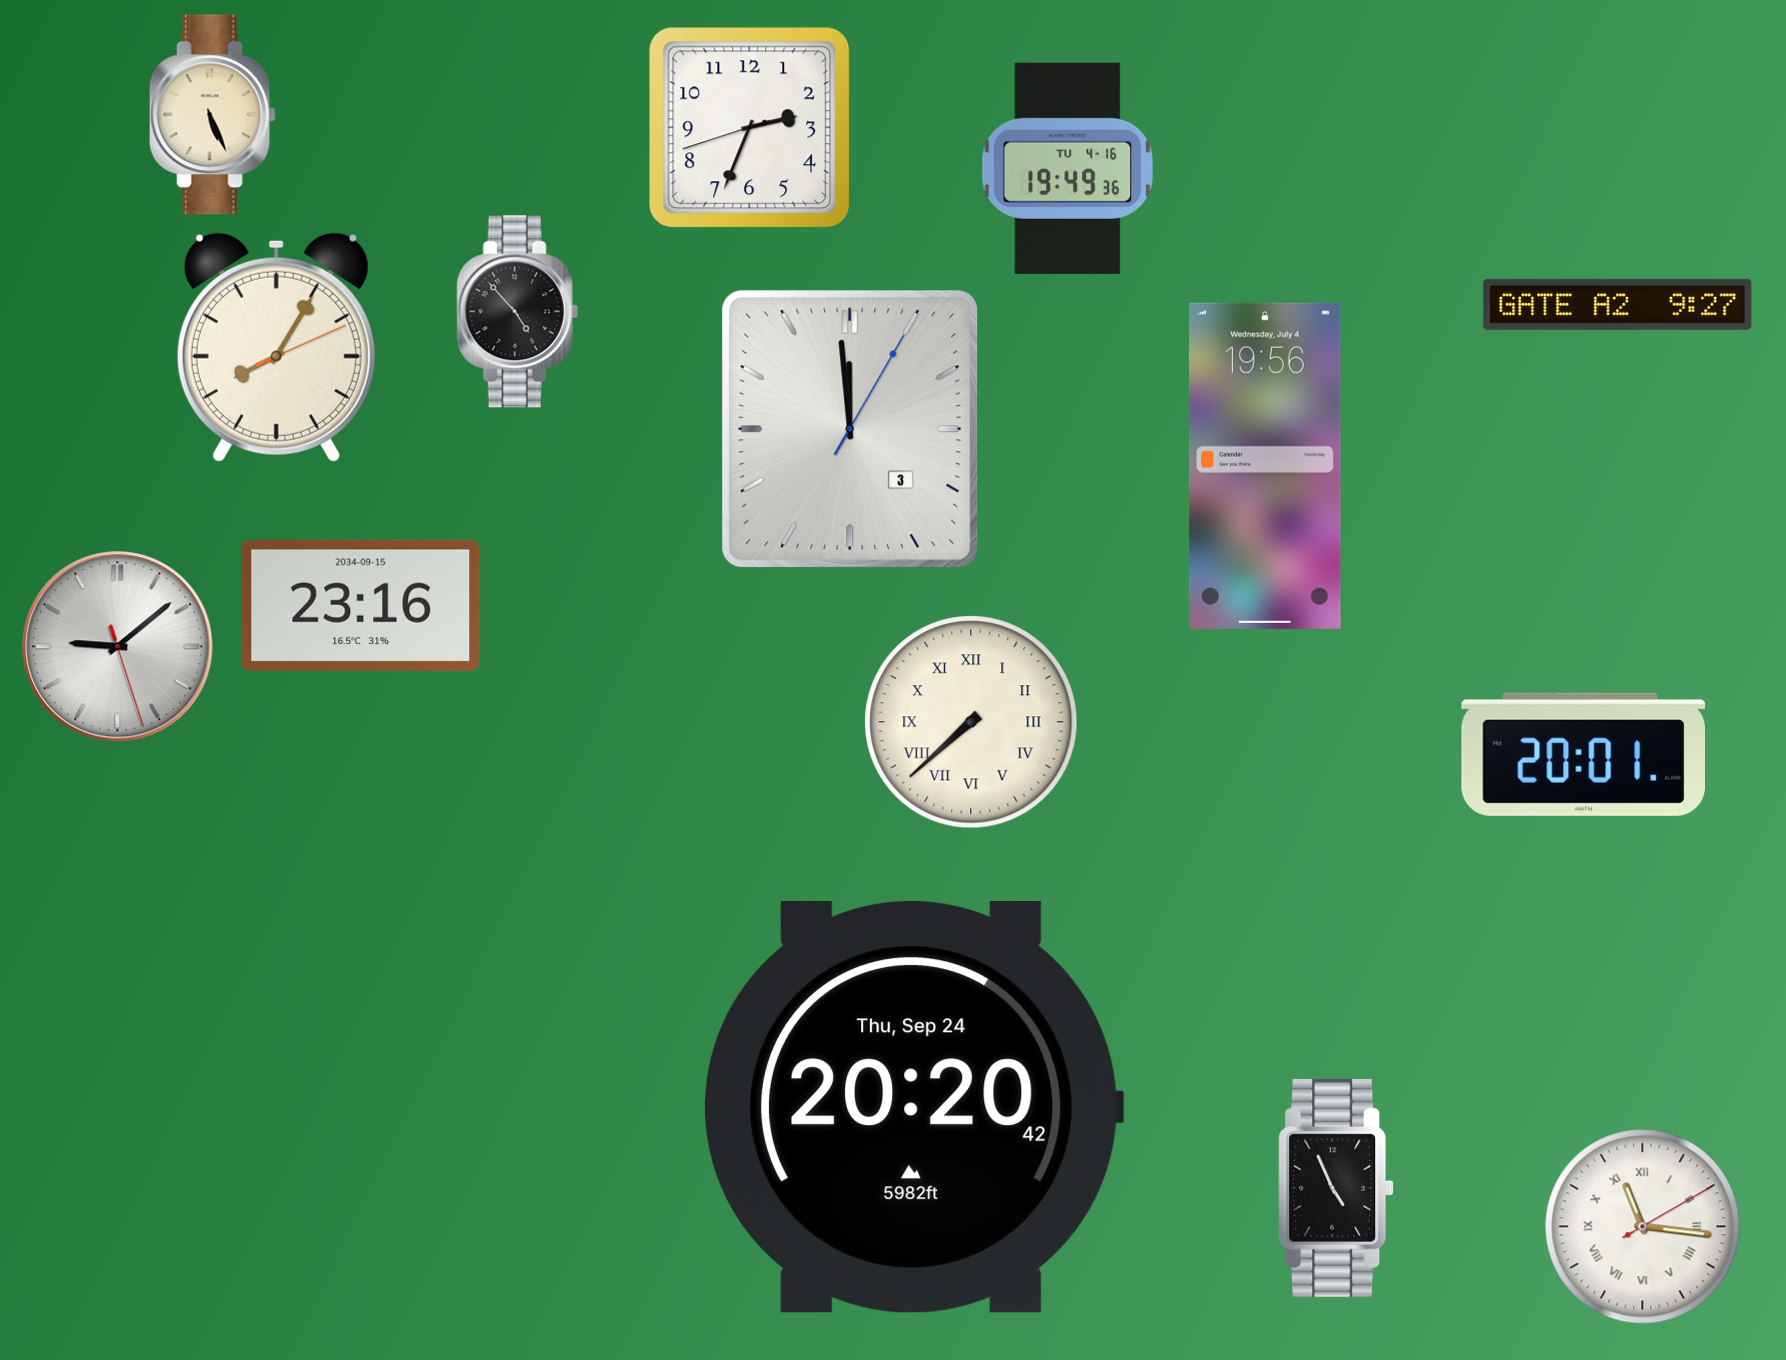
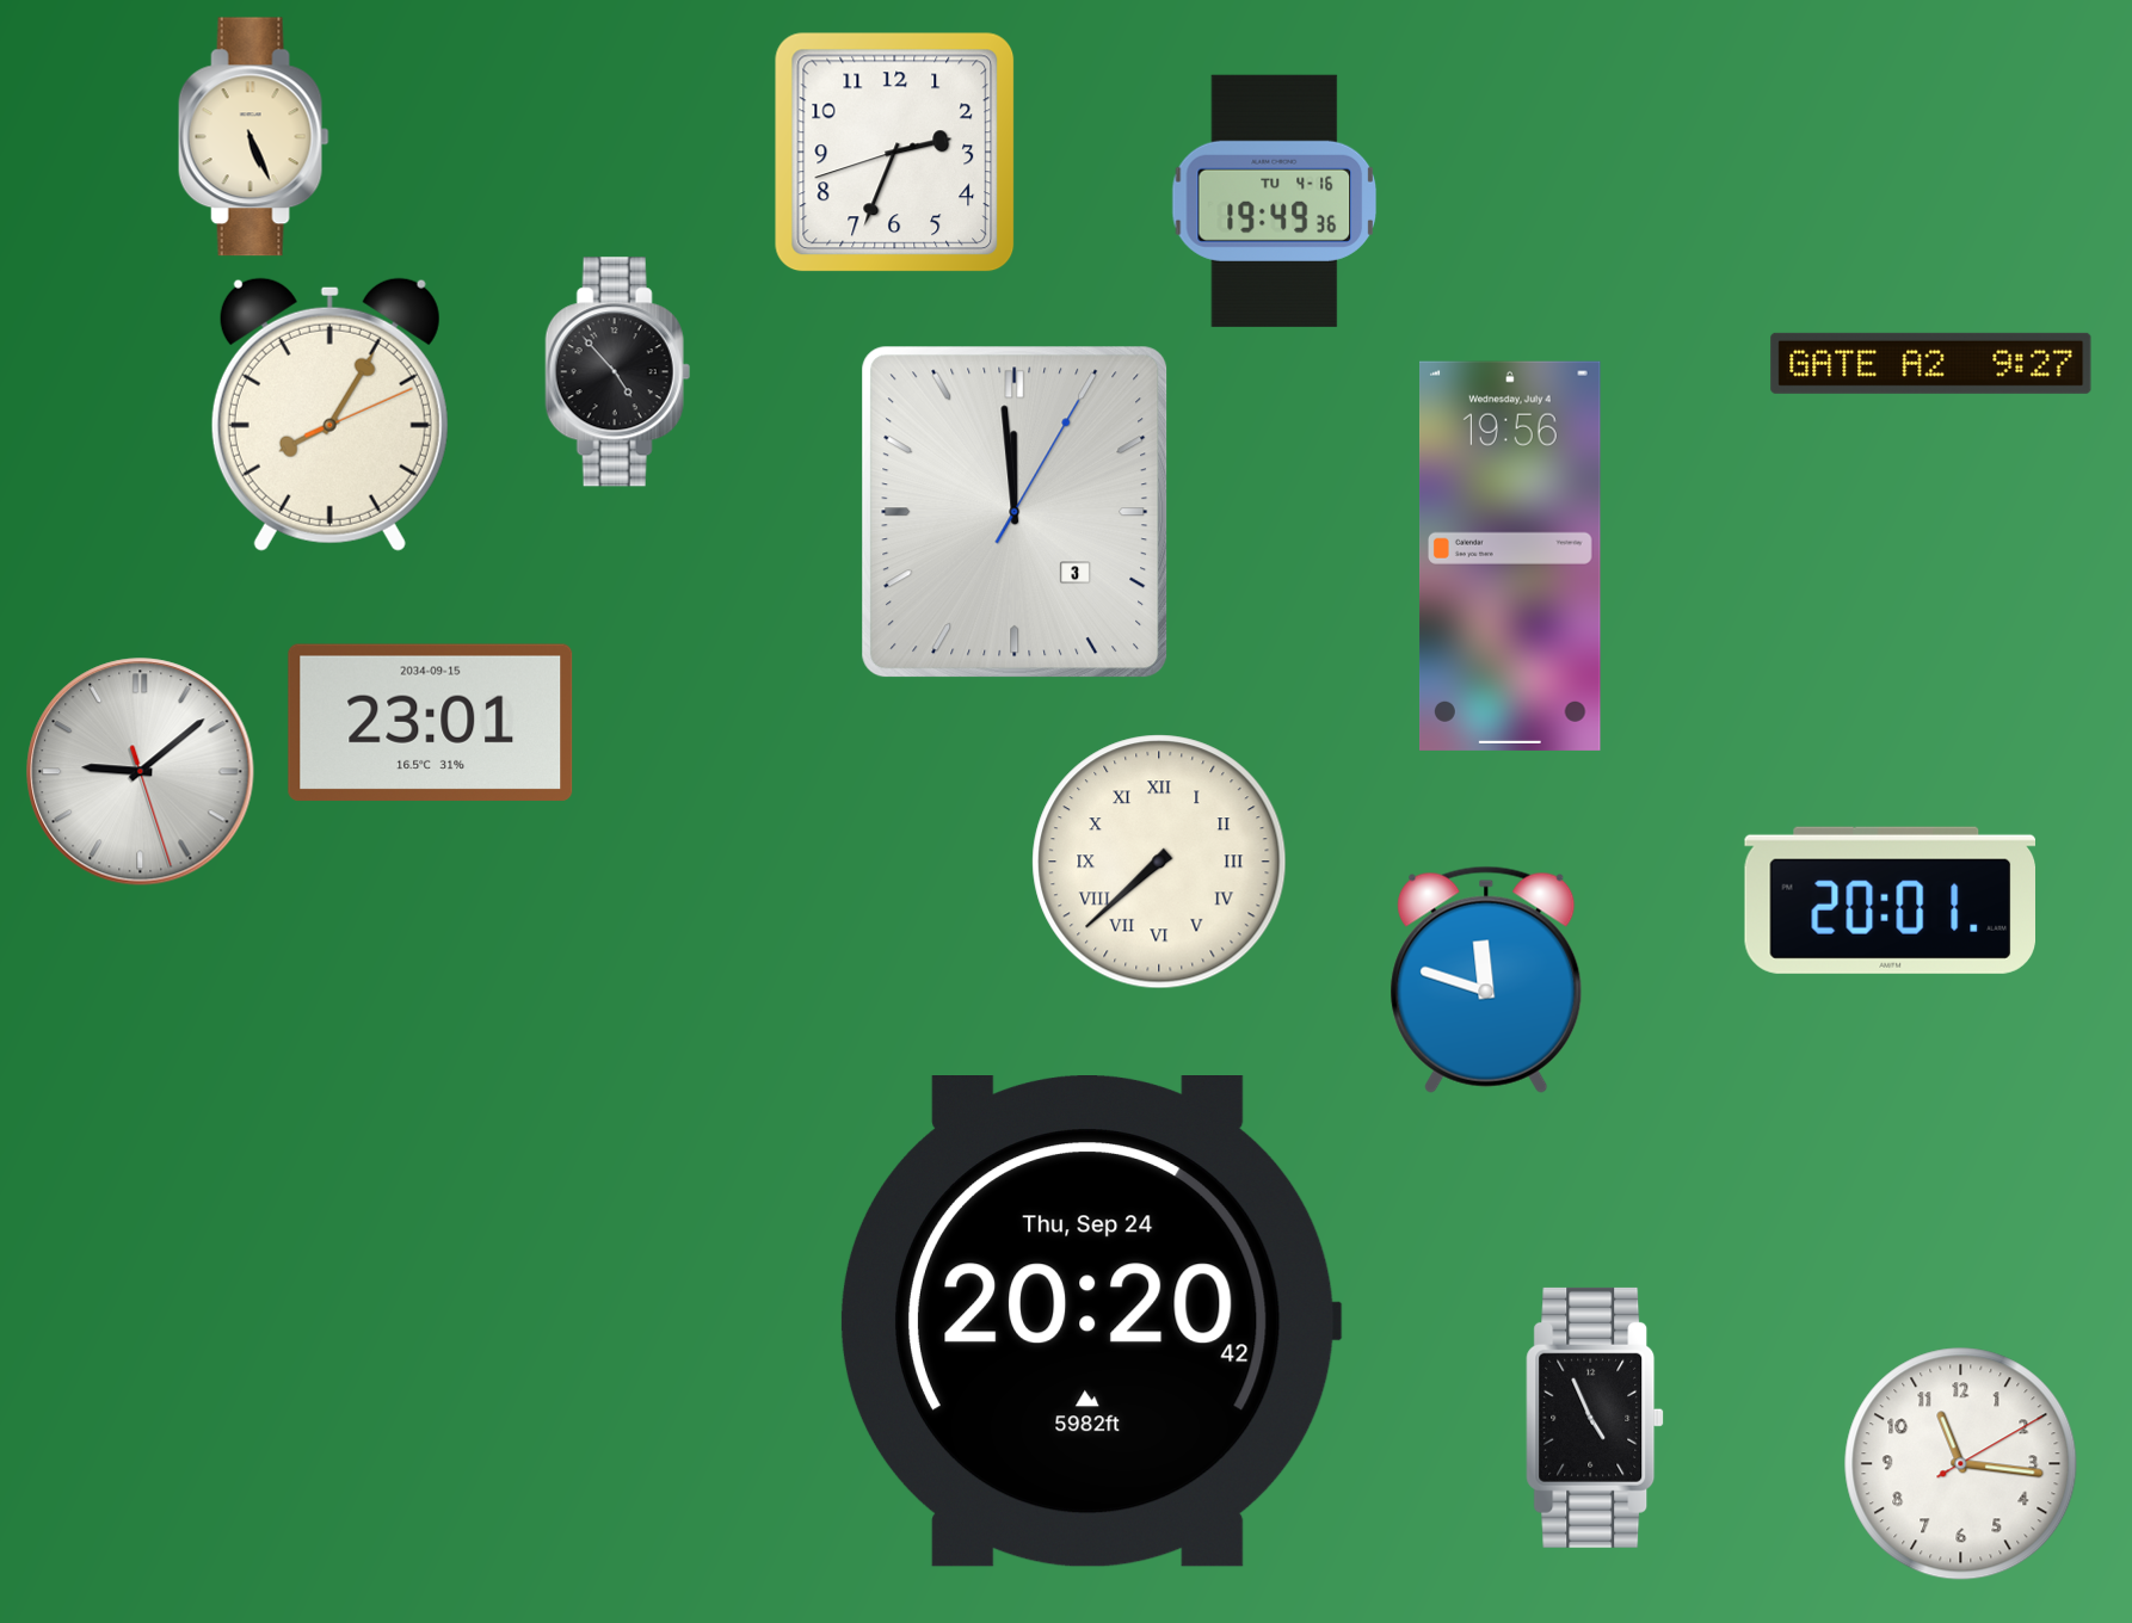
clock at (361, 605): 23:16 -> 23:01
clock at (1486, 980): none -> 11:48
clock at (1643, 1227) numerals: Roman -> Arabic
